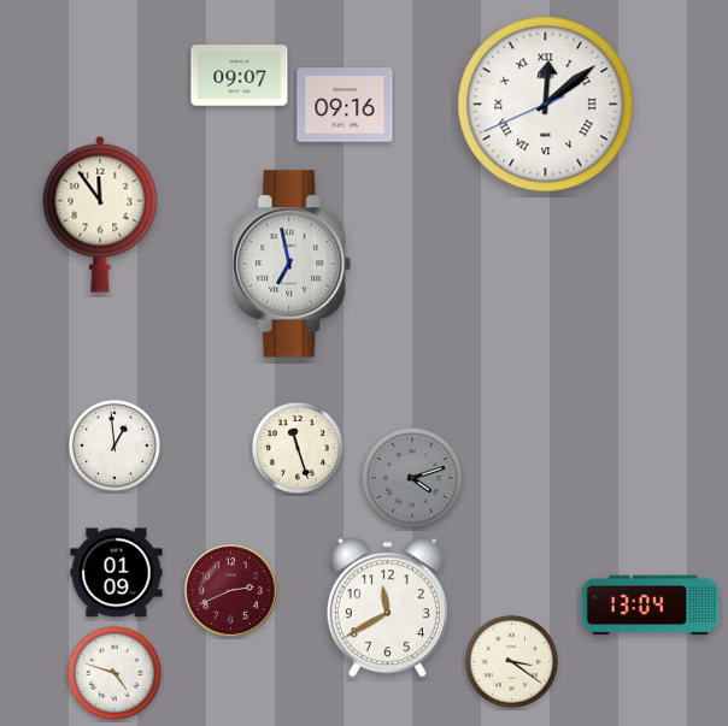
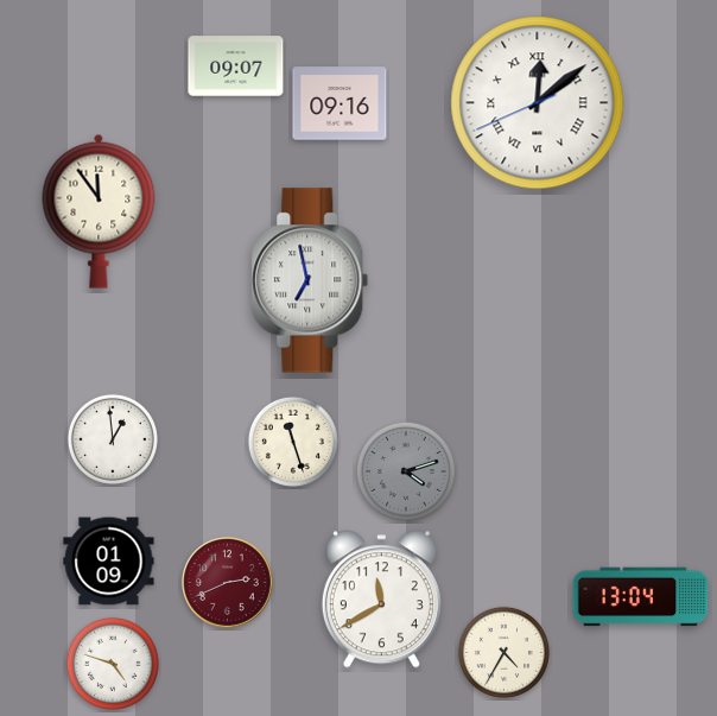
clock at (240, 76) position: (240, 76) -> (236, 66)
clock at (292, 264) position: (292, 264) -> (310, 280)
clock at (117, 573) position: (117, 573) -> (109, 562)
clock at (511, 661): 3:21 -> 4:35
